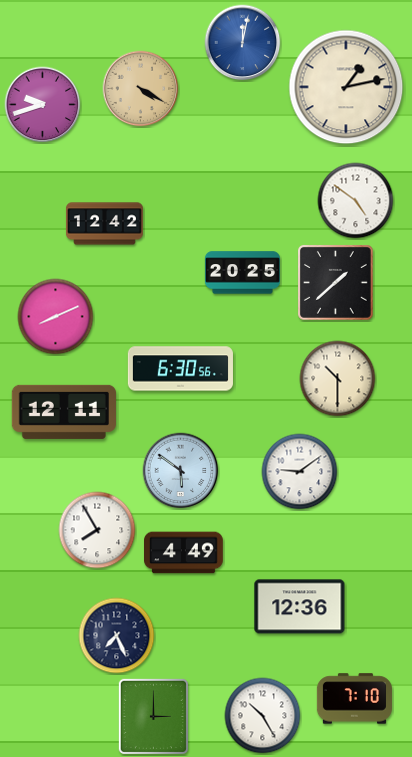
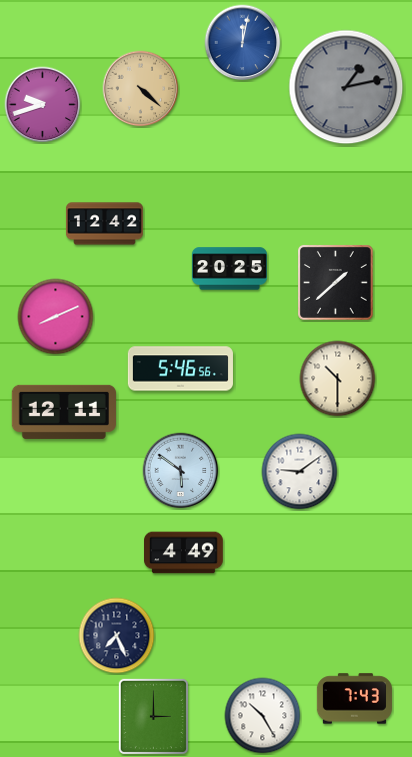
clock at (346, 87) dial: cream -> grey
clock at (141, 89): 4:20 -> 4:22
clock at (356, 201): 4:51 -> none
clock at (242, 273) position: (242, 273) -> (229, 269)
clock at (180, 369): 6:30 -> 5:46
clock at (97, 530): 7:55 -> none
clock at (300, 607): 12:36 -> none
clock at (354, 699): 7:10 -> 7:43
